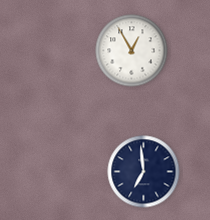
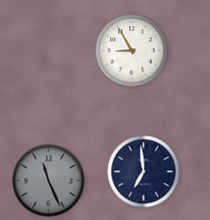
clock at (132, 51): 12:55 -> 8:55
clock at (49, 181): none -> 11:26
